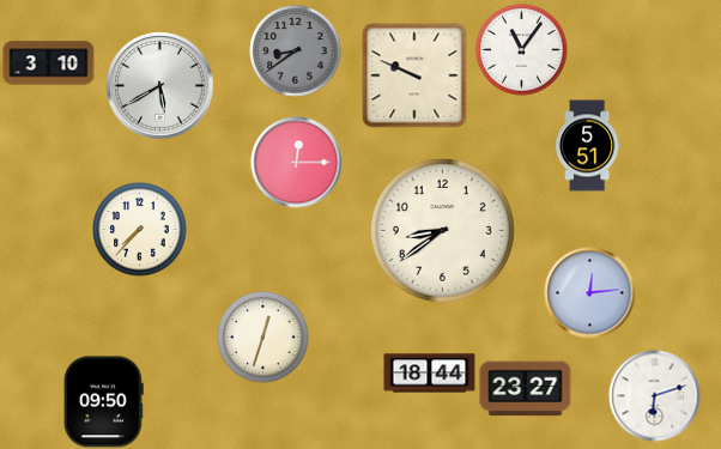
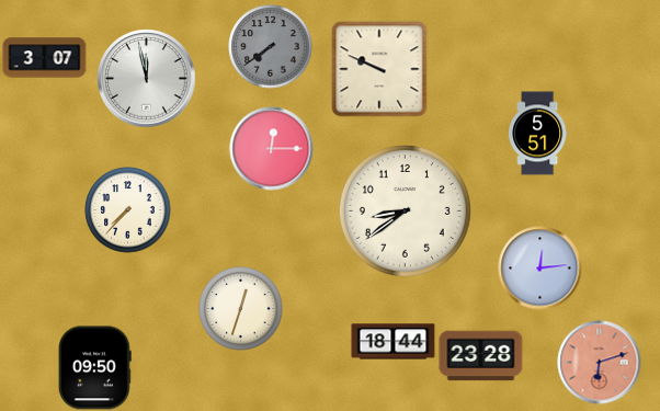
clock at (522, 50): 11:06 -> none
clock at (296, 51): 8:39 -> 7:39
clock at (49, 63): 3:10 -> 3:07
clock at (160, 86): 5:40 -> 11:58
clock at (526, 389): 23:27 -> 23:28
clock at (655, 396) dial: white -> salmon
